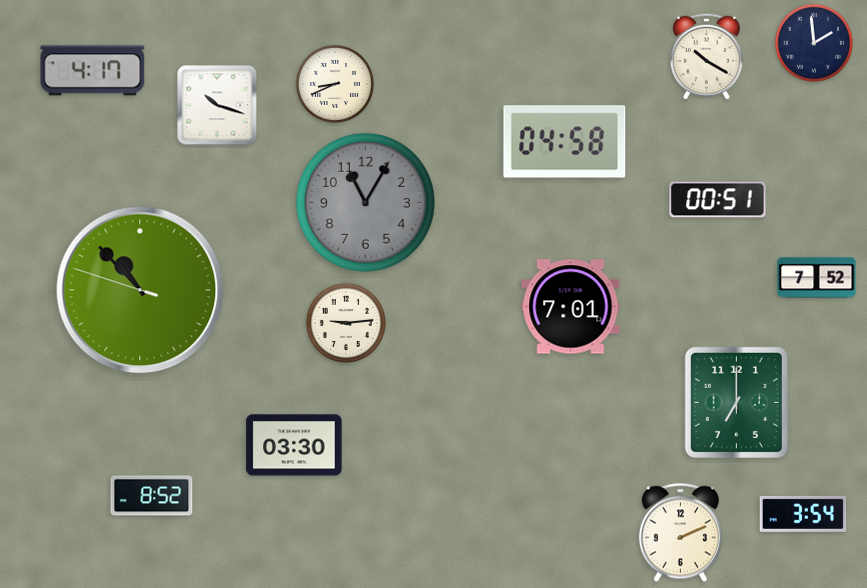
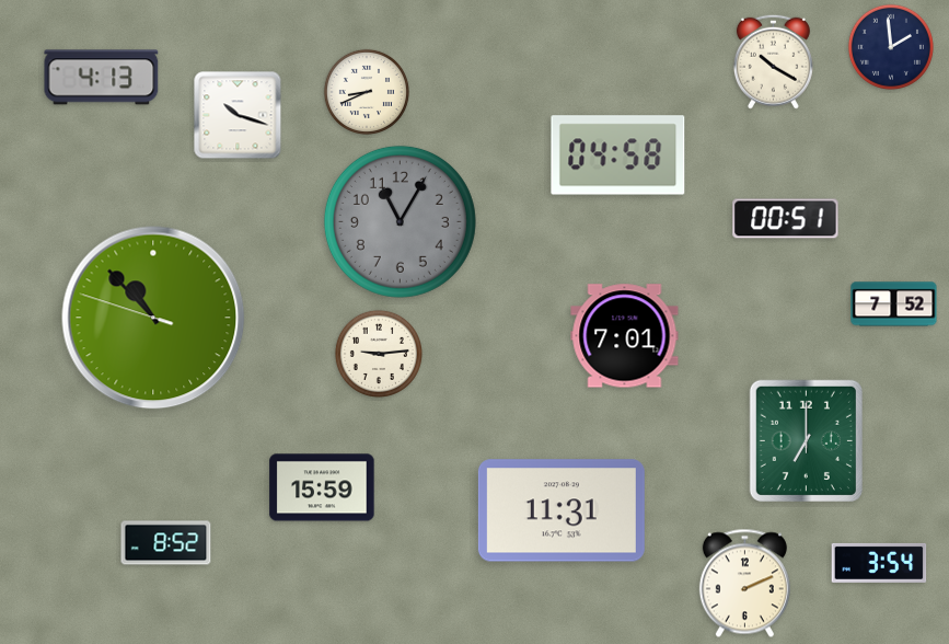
clock at (93, 71): 4:17 -> 4:13
clock at (294, 445): 03:30 -> 15:59
clock at (562, 510): none -> 11:31
